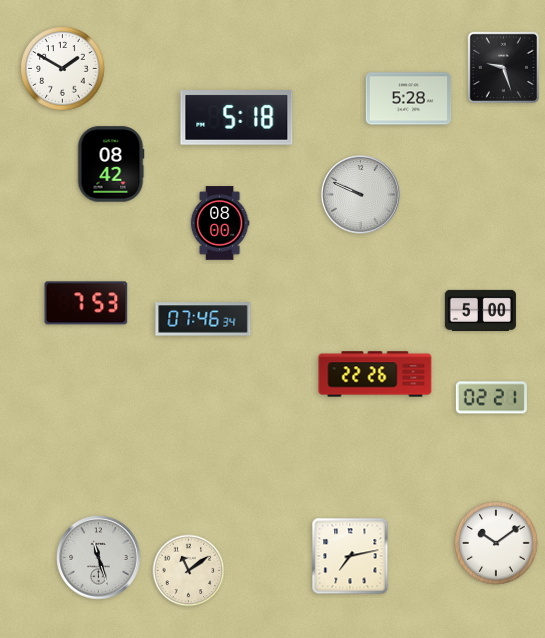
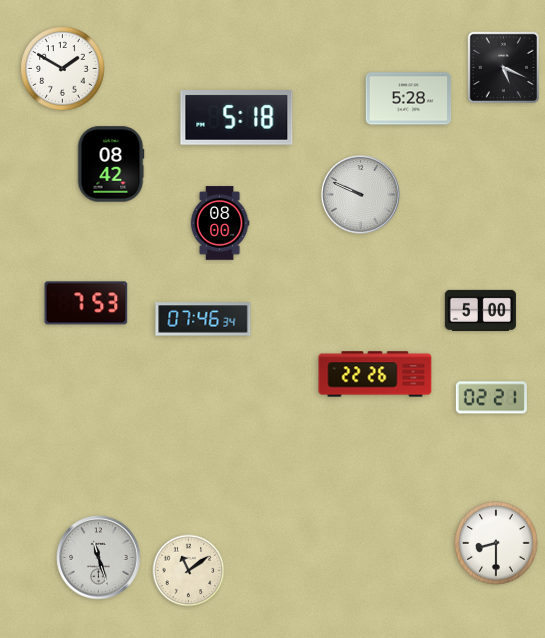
clock at (503, 67): 9:27 -> 5:19
clock at (496, 543): 10:09 -> 8:30
clock at (350, 556): 7:13 -> none
